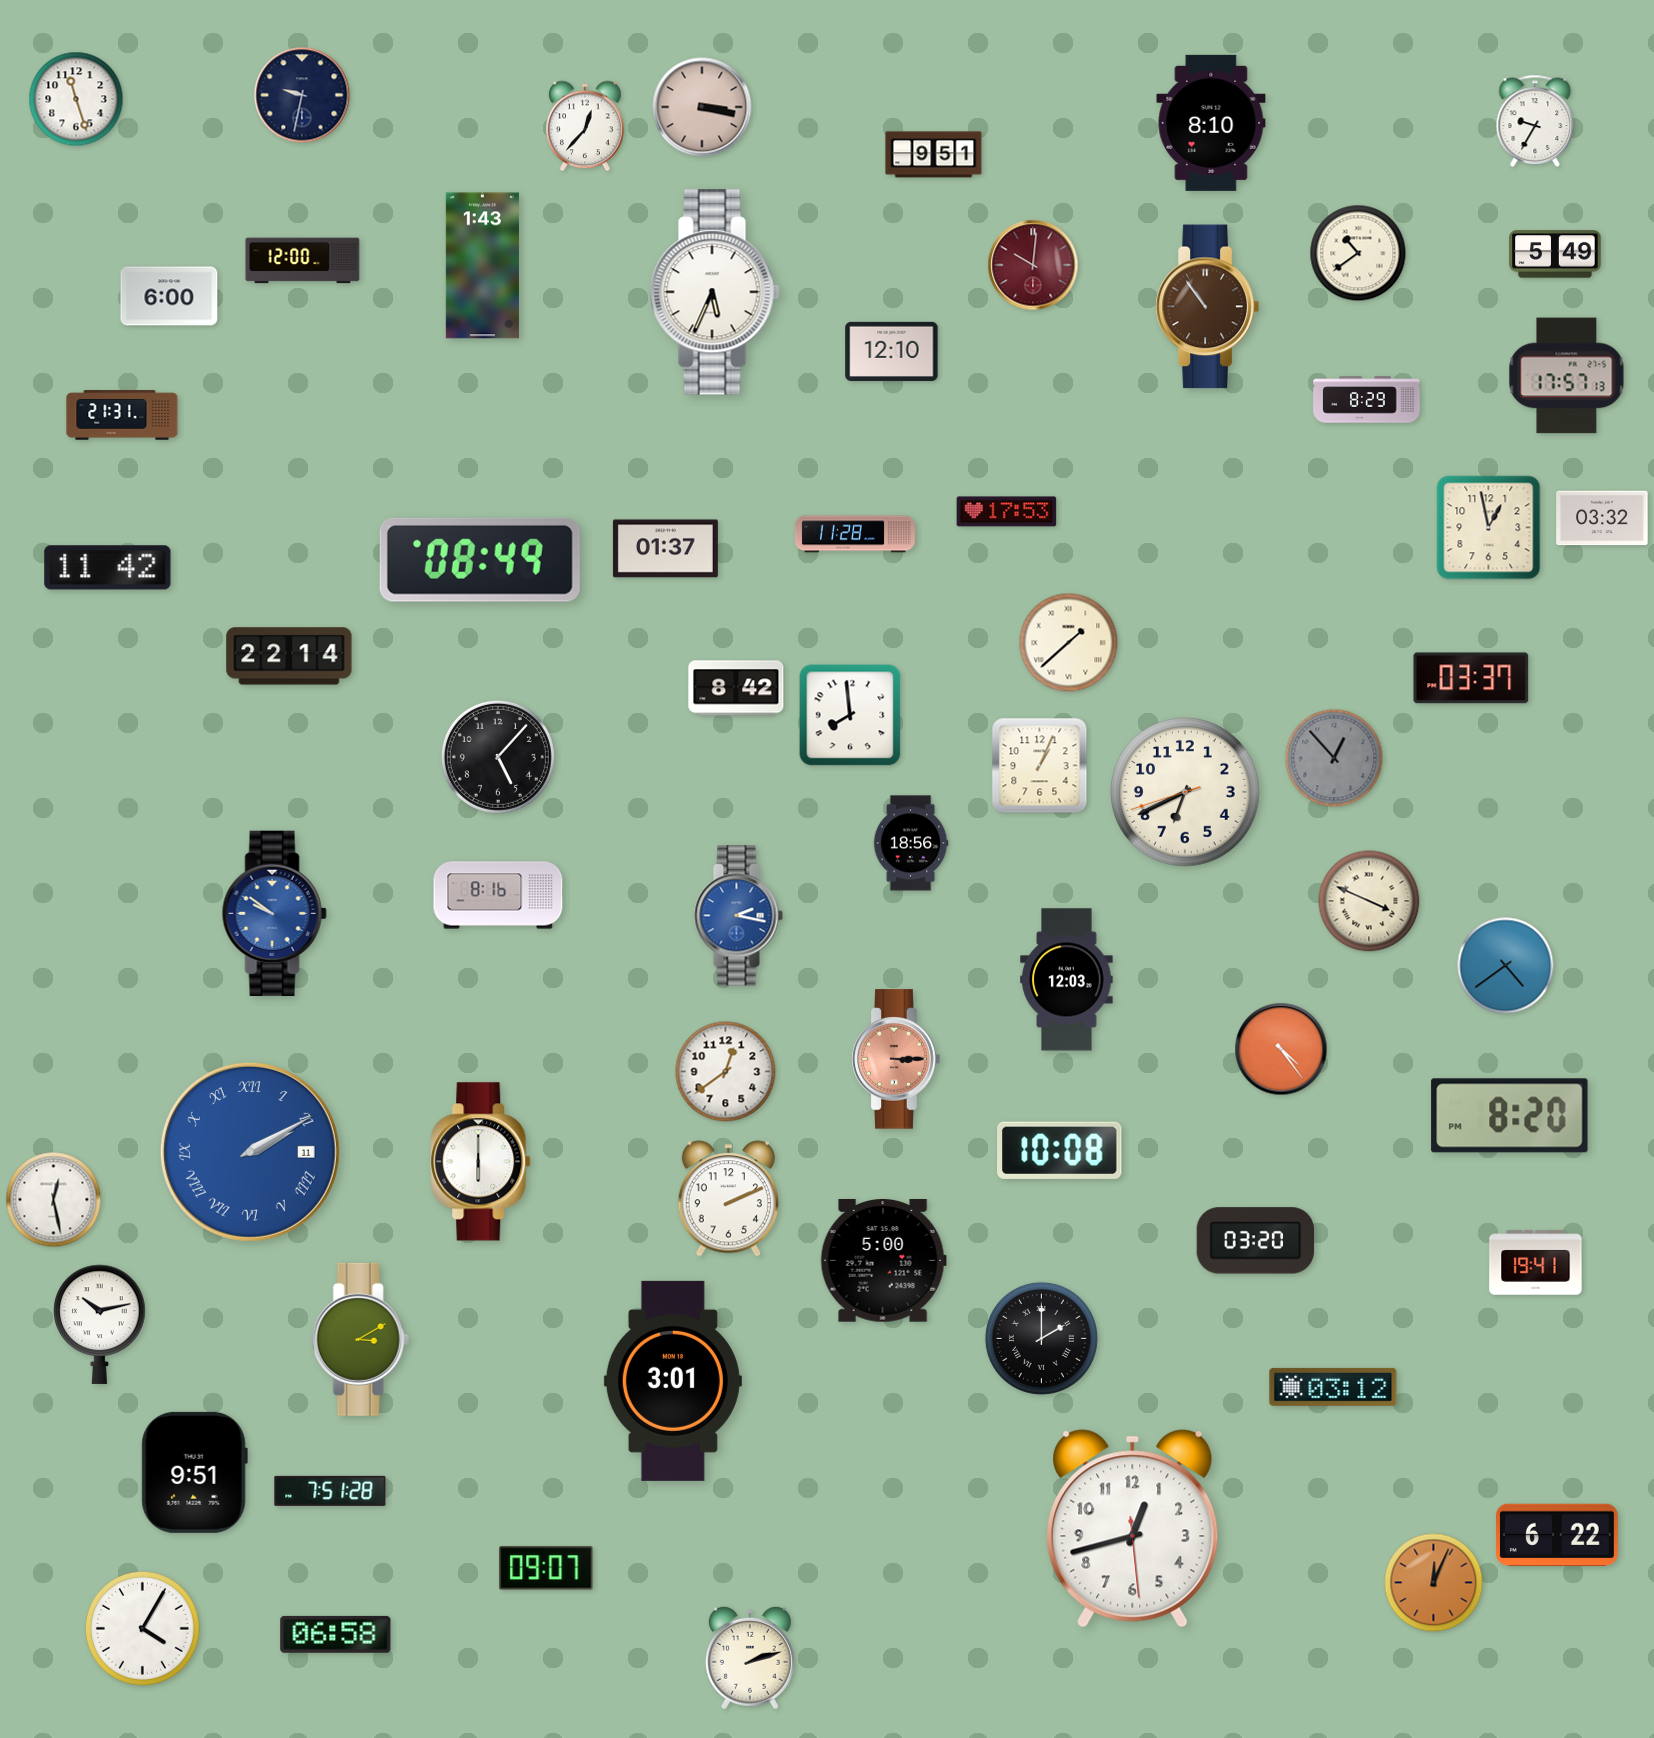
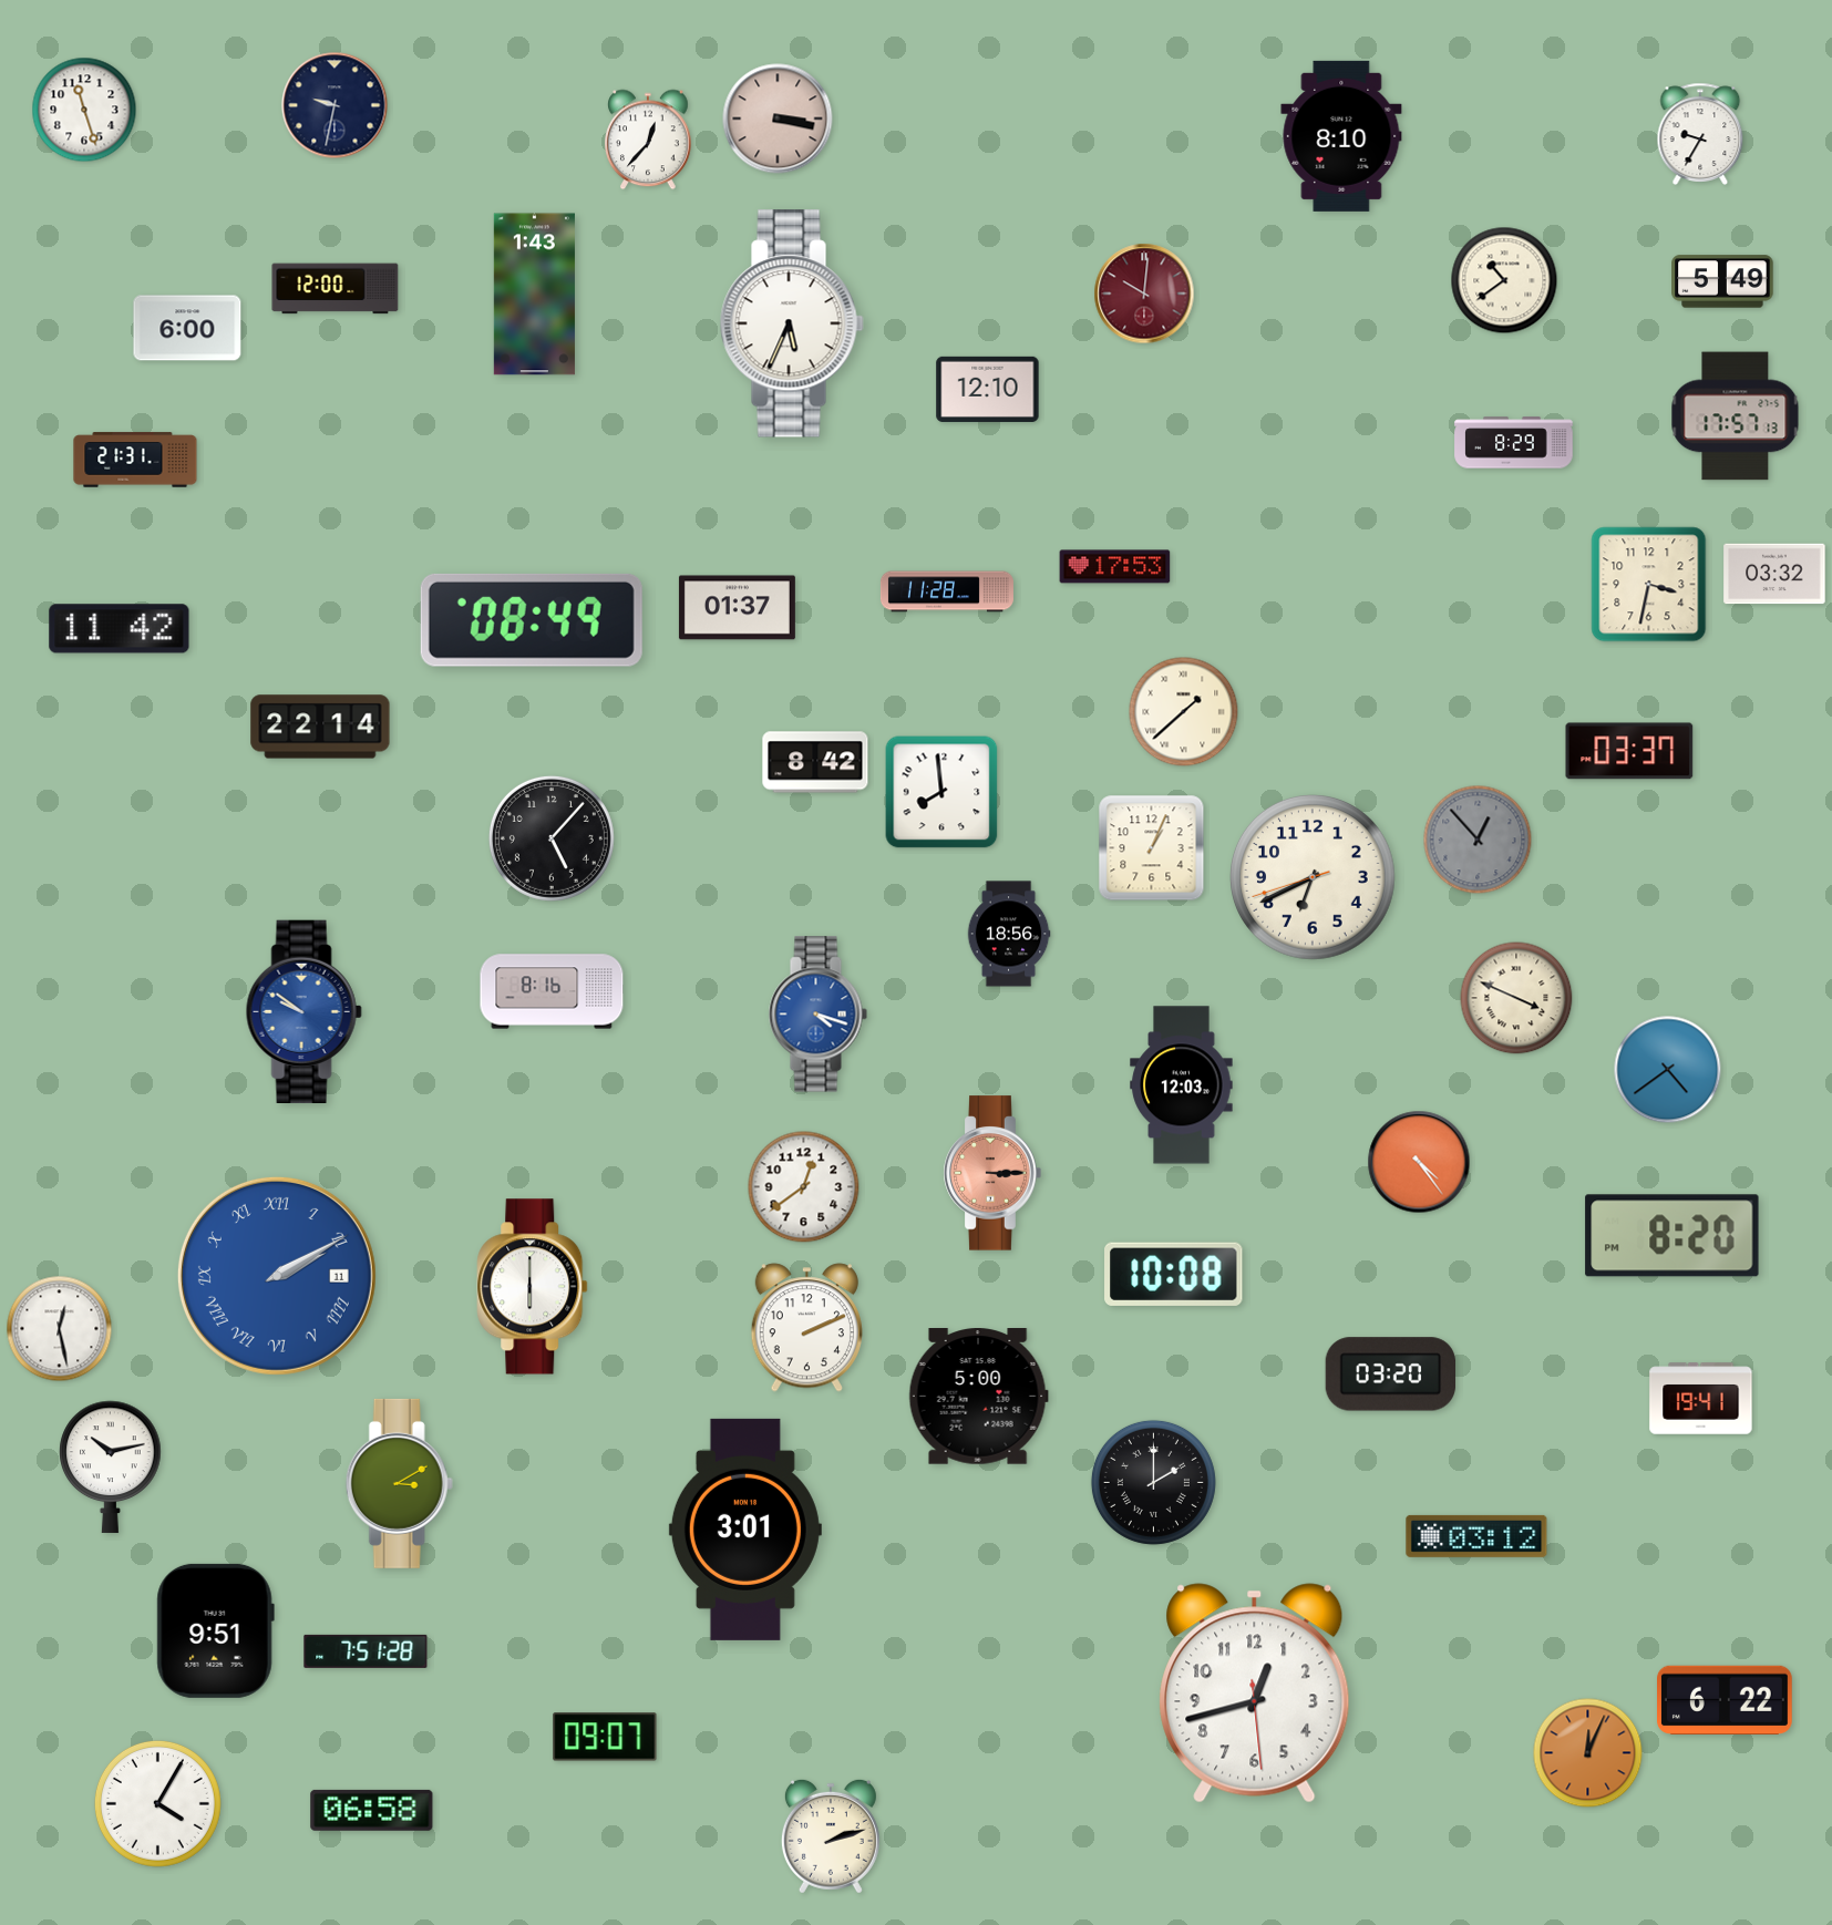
clock at (934, 155): 9:51 -> none
clock at (1207, 307): 10:54 -> none
clock at (1489, 528): 12:58 -> 3:32
clock at (738, 916): 2:17 -> 4:18
